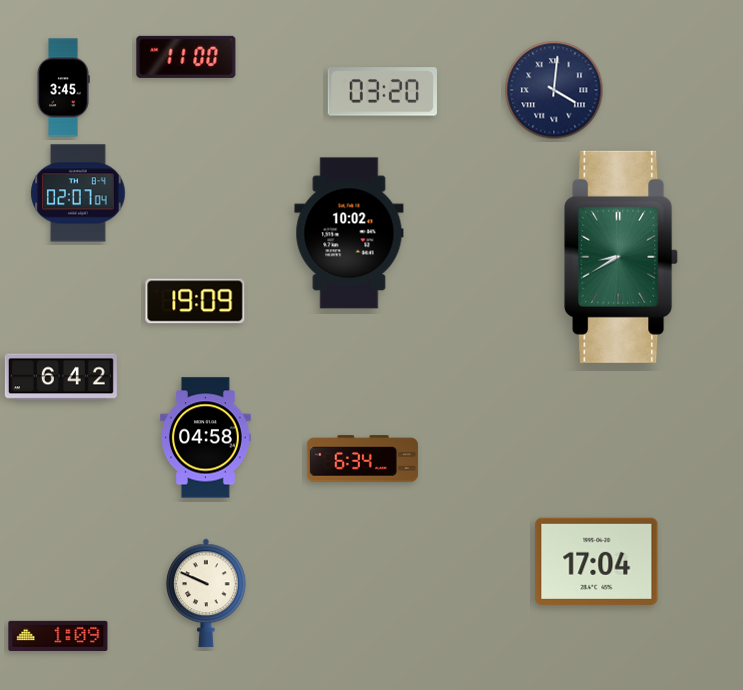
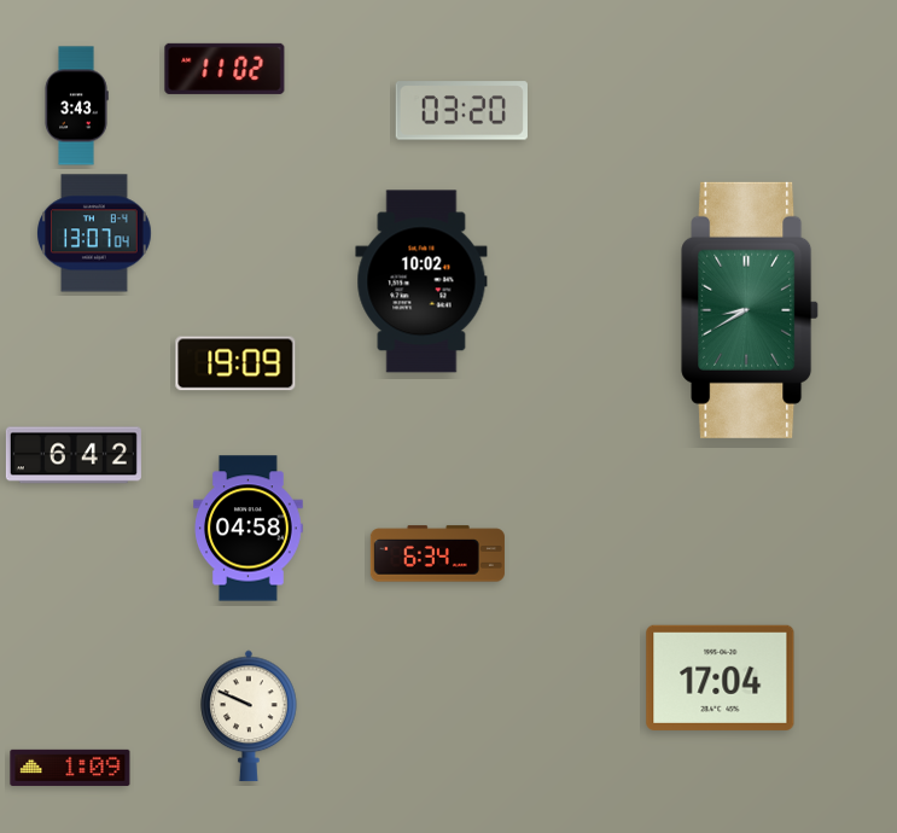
clock at (186, 57): 11:00 -> 11:02
clock at (63, 88): 3:45 -> 3:43
clock at (554, 90): 4:01 -> none
clock at (78, 193): 02:07 -> 13:07
